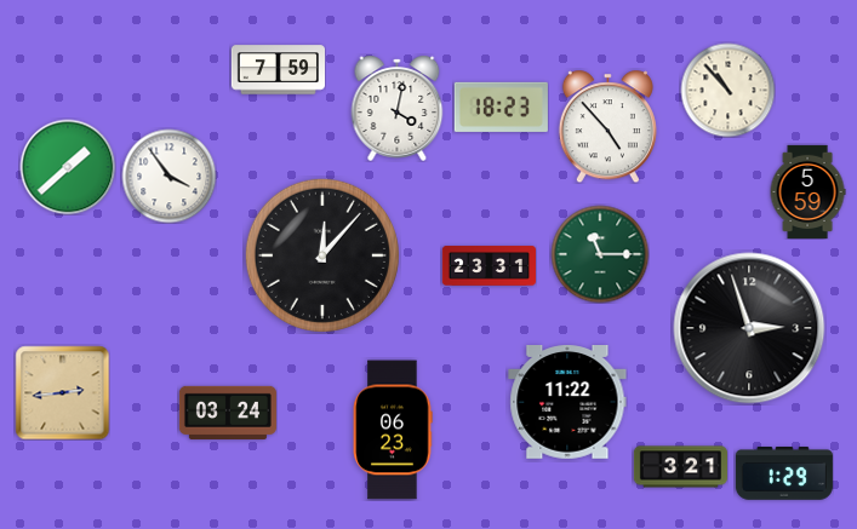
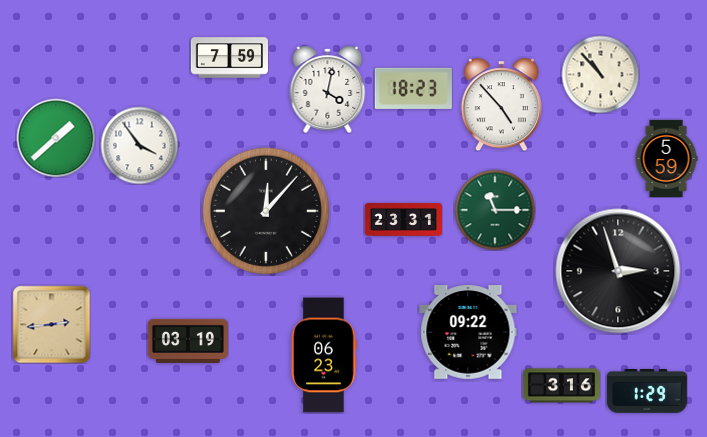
clock at (567, 403): 11:22 -> 09:22
clock at (228, 413): 03:24 -> 03:19
clock at (680, 467): 3:21 -> 3:16
